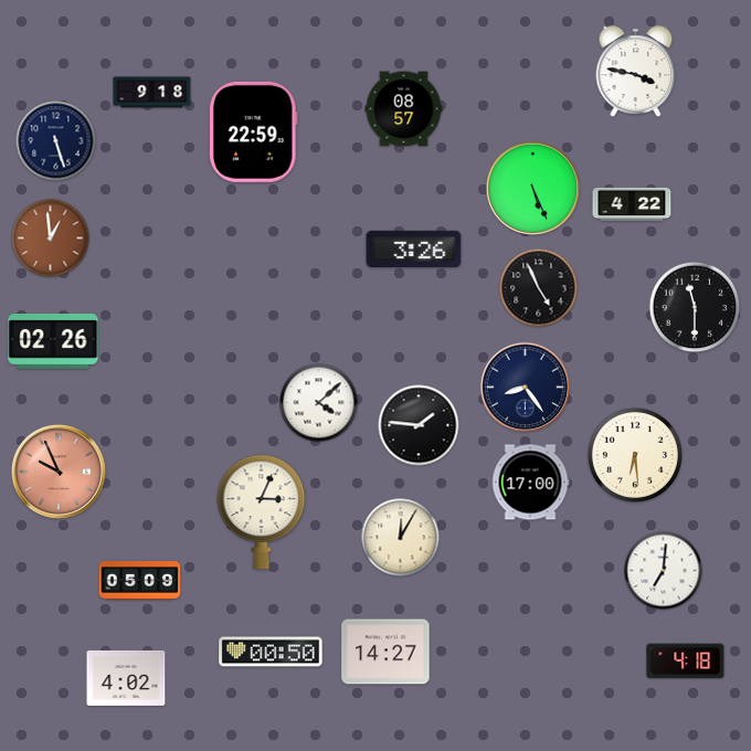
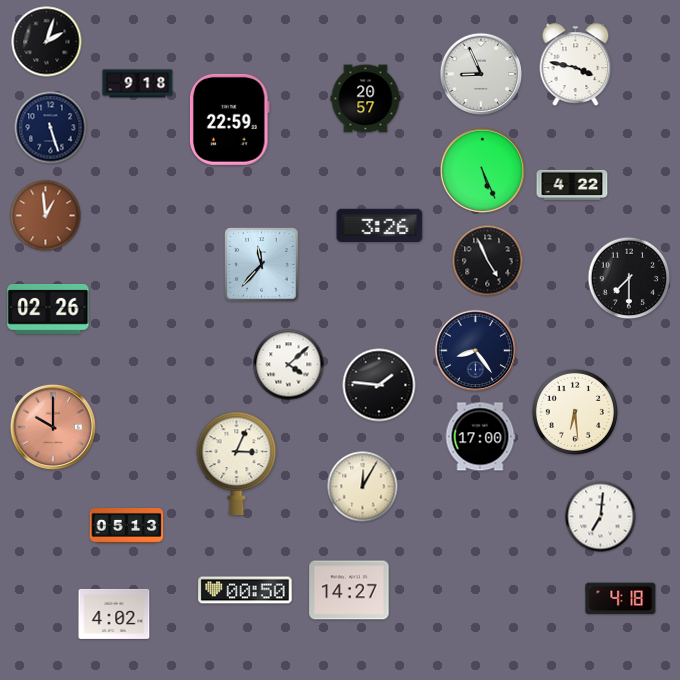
clock at (47, 42): none -> 2:03
clock at (481, 74): none -> 8:56
clock at (404, 109): 08:57 -> 20:57
clock at (414, 248) position: (414, 248) -> (380, 225)
clock at (262, 265): none -> 11:37
clock at (695, 307): 11:30 -> 7:30
clock at (59, 472): 9:56 -> 10:00
clock at (140, 581): 05:09 -> 05:13
